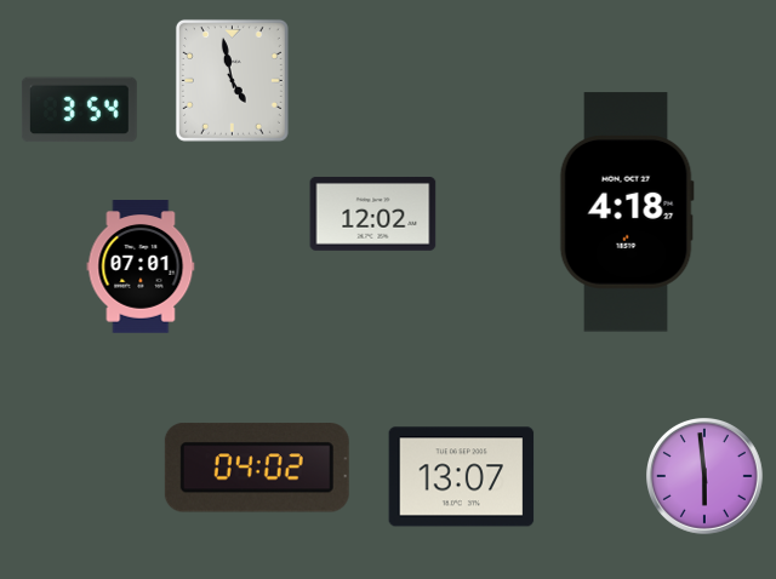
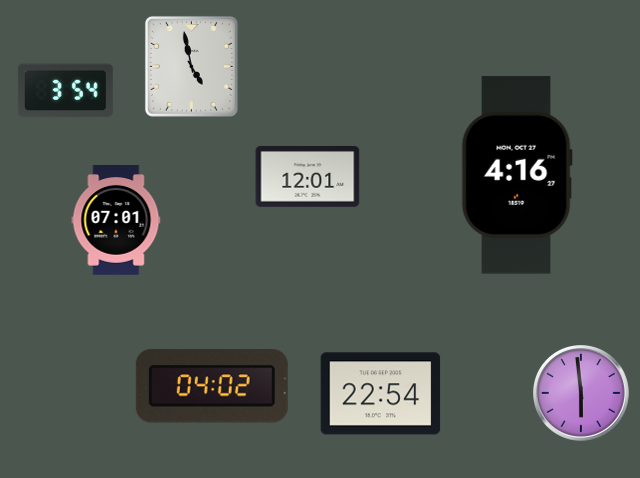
clock at (627, 212): 4:18 -> 4:16
clock at (373, 213): 12:02 -> 12:01
clock at (462, 477): 13:07 -> 22:54
